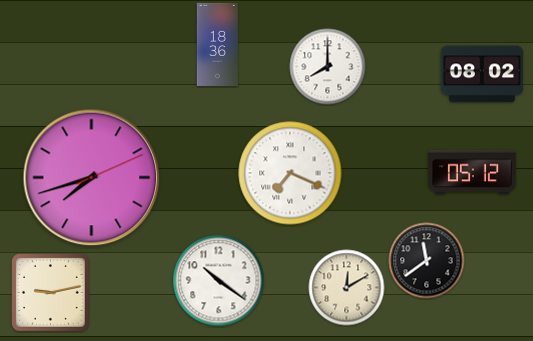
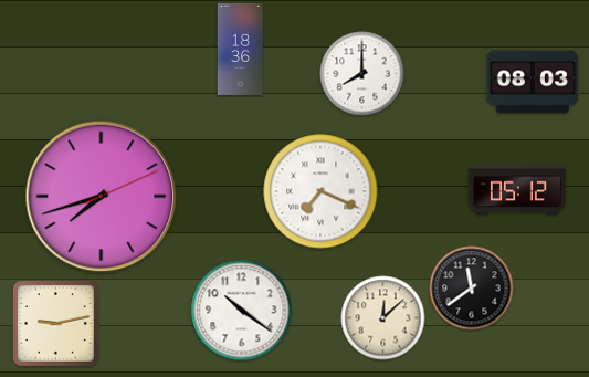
clock at (482, 74): 08:02 -> 08:03
clock at (473, 172) position: (473, 172) -> (518, 190)
clock at (347, 288): 12:10 -> 12:08
